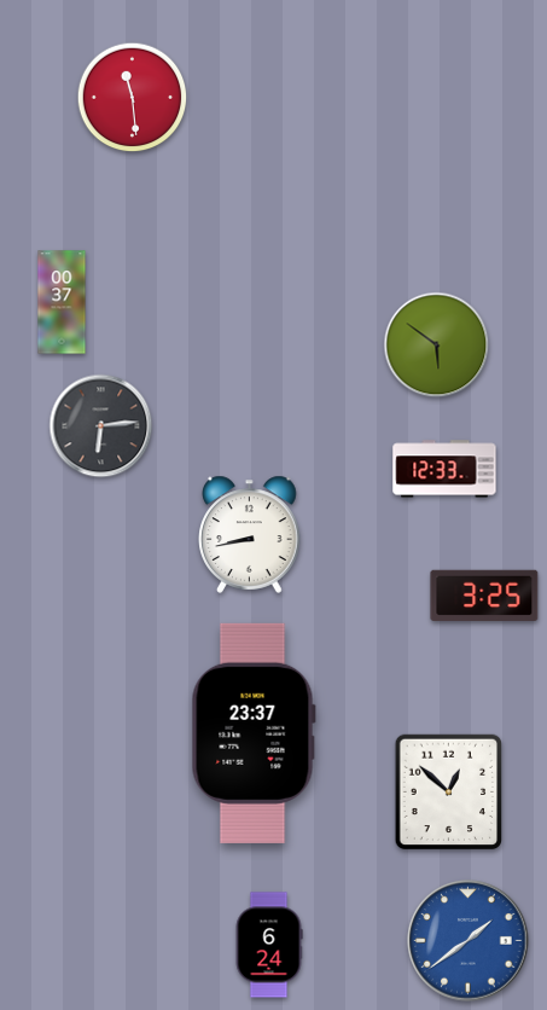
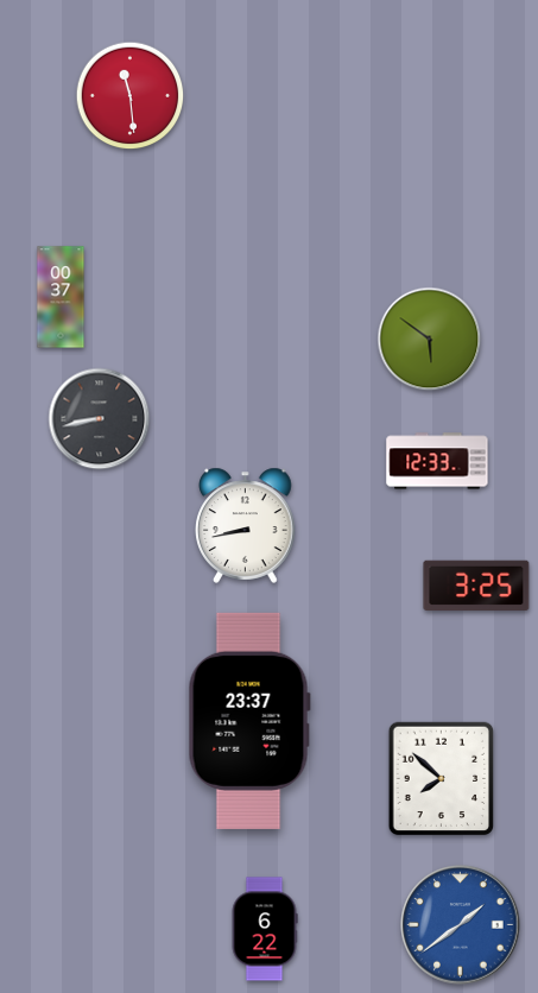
clock at (101, 426): 6:14 -> 8:43
clock at (449, 793): 12:52 -> 7:52
clock at (269, 945): 6:24 -> 6:22
